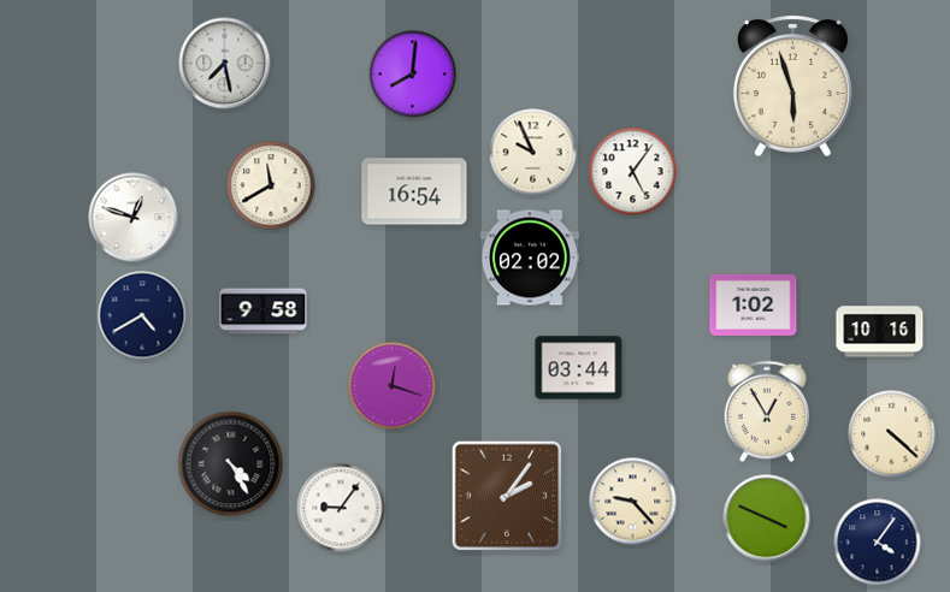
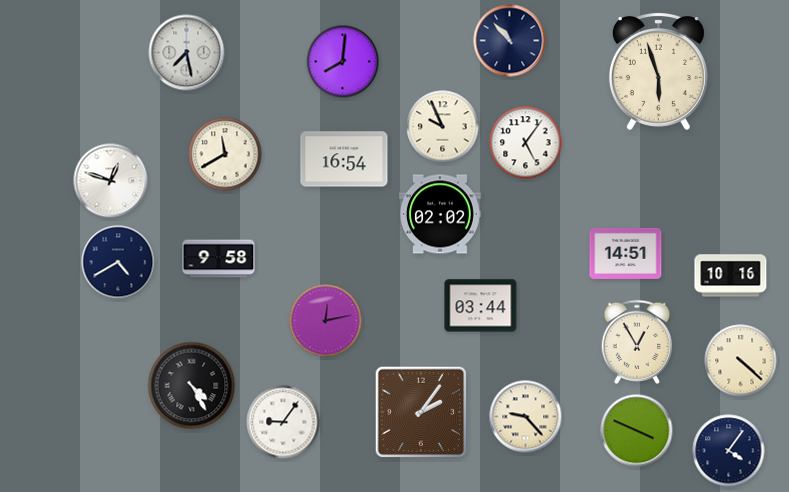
clock at (510, 41): none -> 10:53
clock at (754, 304): 1:02 -> 14:51
clock at (393, 386): 12:18 -> 12:13
